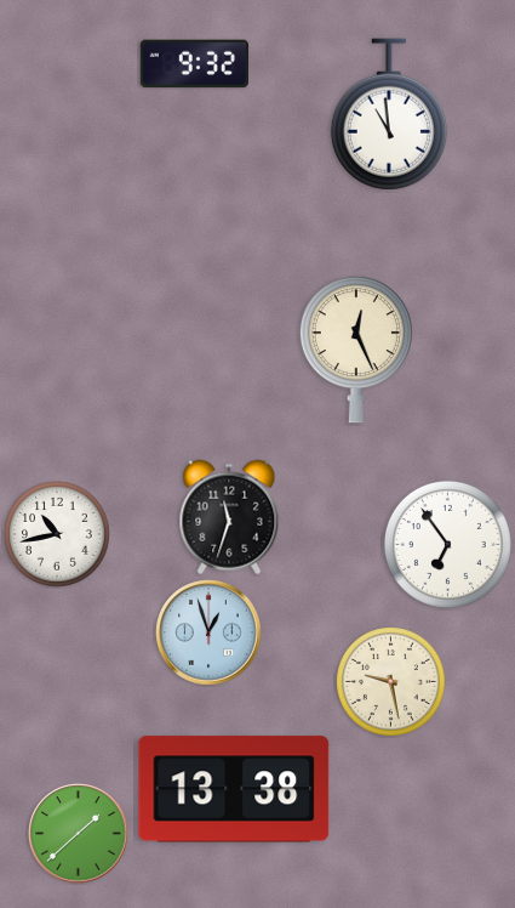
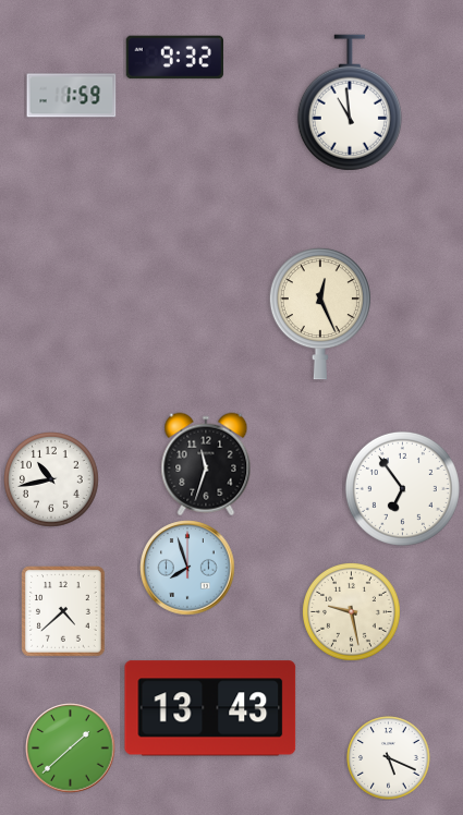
clock at (72, 96): none -> 1:59
clock at (208, 632): 12:57 -> 7:57
clock at (63, 611): none -> 4:38
clock at (234, 789): 13:38 -> 13:43
clock at (389, 758): none -> 5:19
